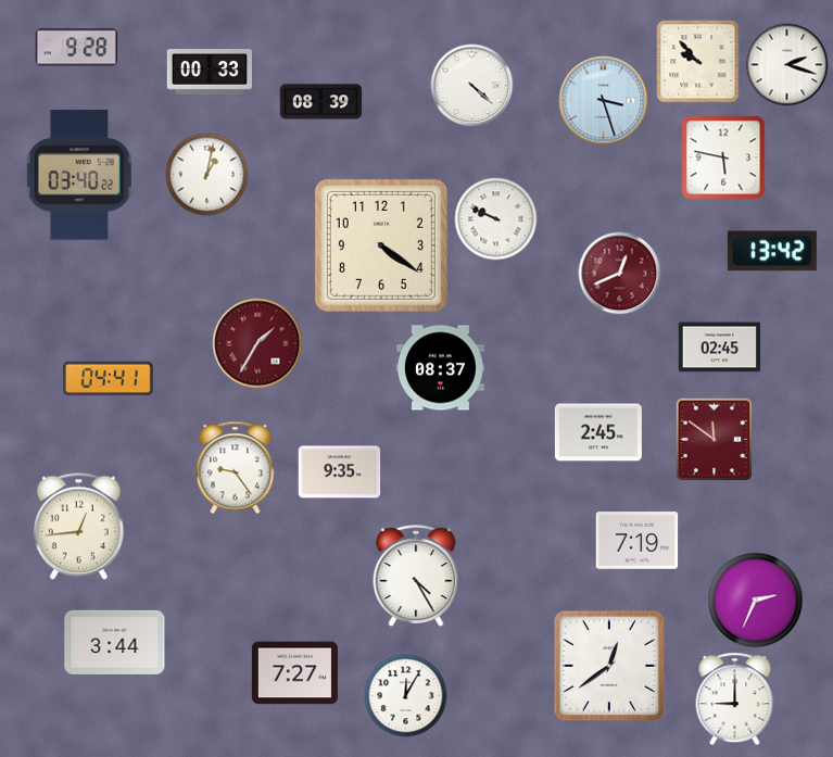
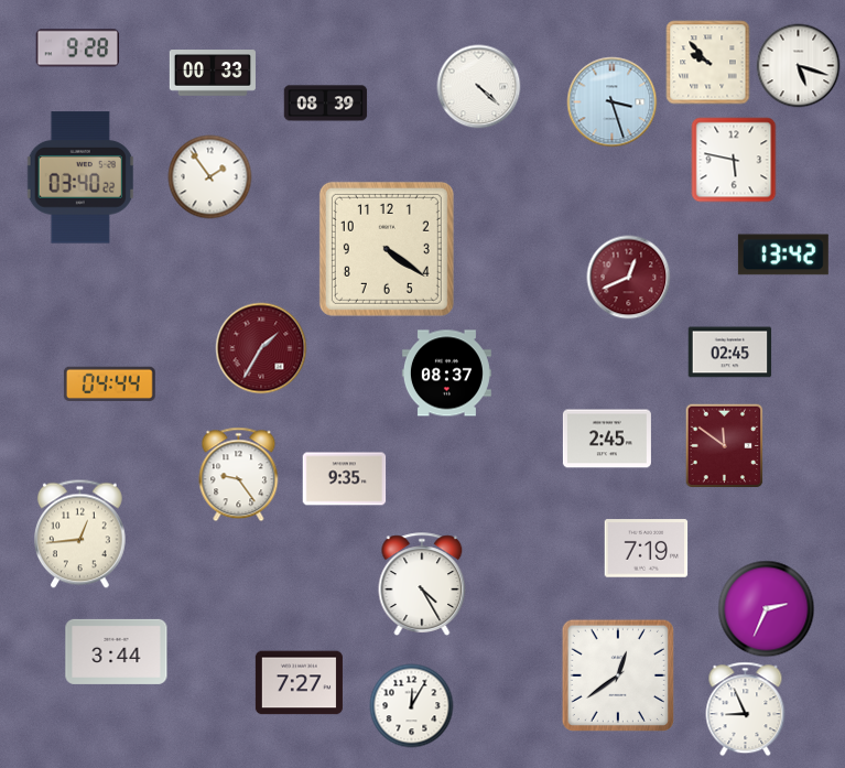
clock at (787, 65): 2:18 -> 5:18
clock at (207, 175): 1:02 -> 1:54
clock at (496, 219): 9:49 -> none
clock at (108, 378): 04:41 -> 04:44
clock at (735, 699): 9:00 -> 8:56
